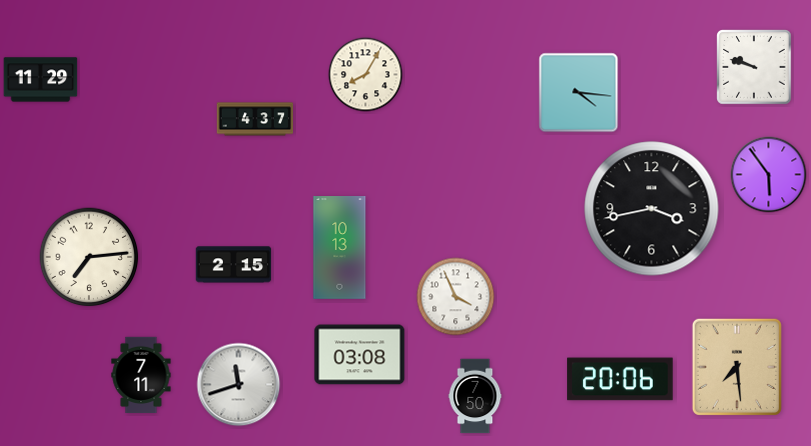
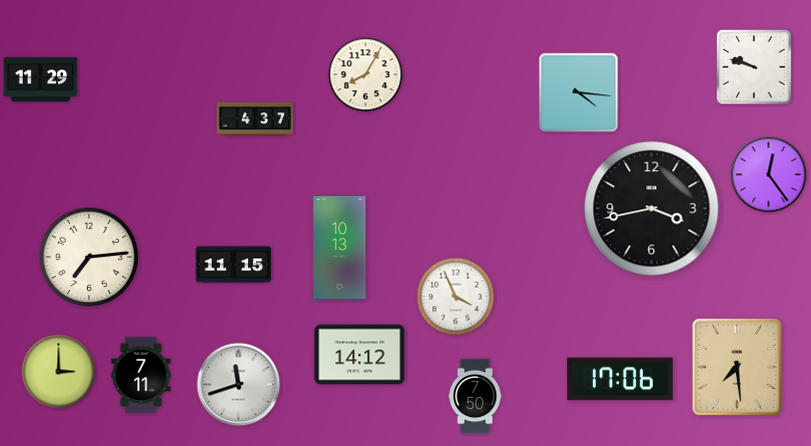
clock at (769, 175): 5:54 -> 12:24
clock at (234, 265): 2:15 -> 11:15
clock at (360, 355): 03:08 -> 14:12
clock at (59, 372): none -> 3:00
clock at (620, 379): 20:06 -> 17:06
